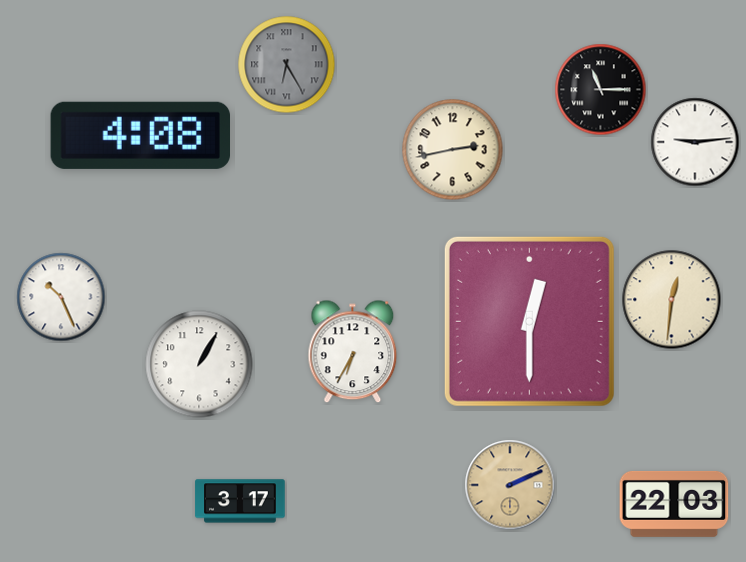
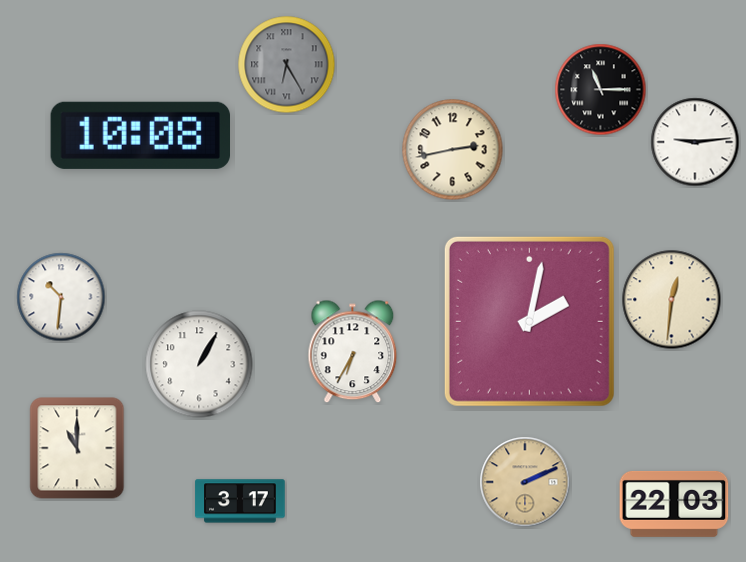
clock at (140, 135): 4:08 -> 10:08
clock at (61, 297): 10:26 -> 10:31
clock at (529, 321): 12:30 -> 2:02
clock at (77, 448): none -> 11:00
clock at (510, 485) position: (510, 485) -> (525, 482)
